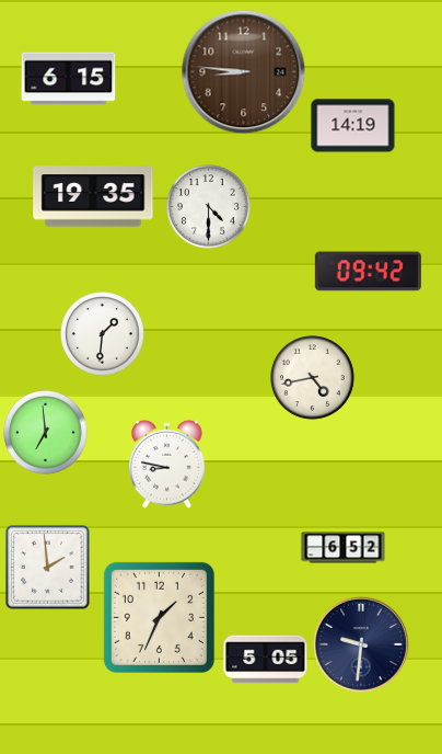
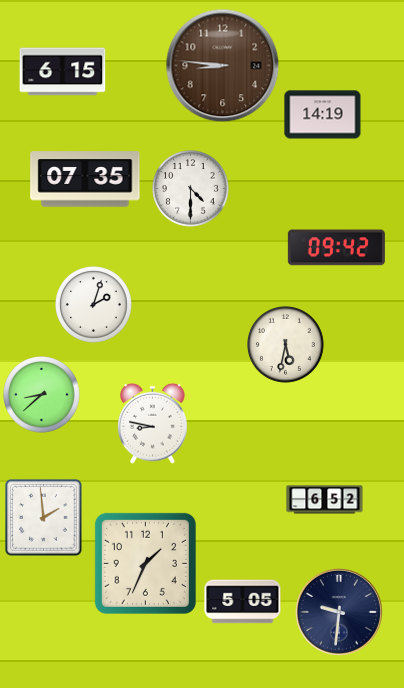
clock at (93, 196): 19:35 -> 07:35
clock at (103, 334): 1:31 -> 2:03
clock at (313, 378): 4:43 -> 5:32
clock at (46, 433): 6:59 -> 8:38
clock at (344, 548) position: (344, 548) -> (325, 500)
clock at (361, 644) position: (361, 644) -> (339, 612)
